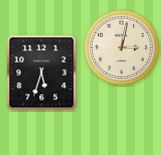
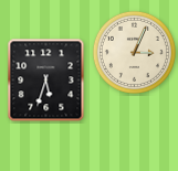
clock at (121, 47): 3:02 -> 3:04
